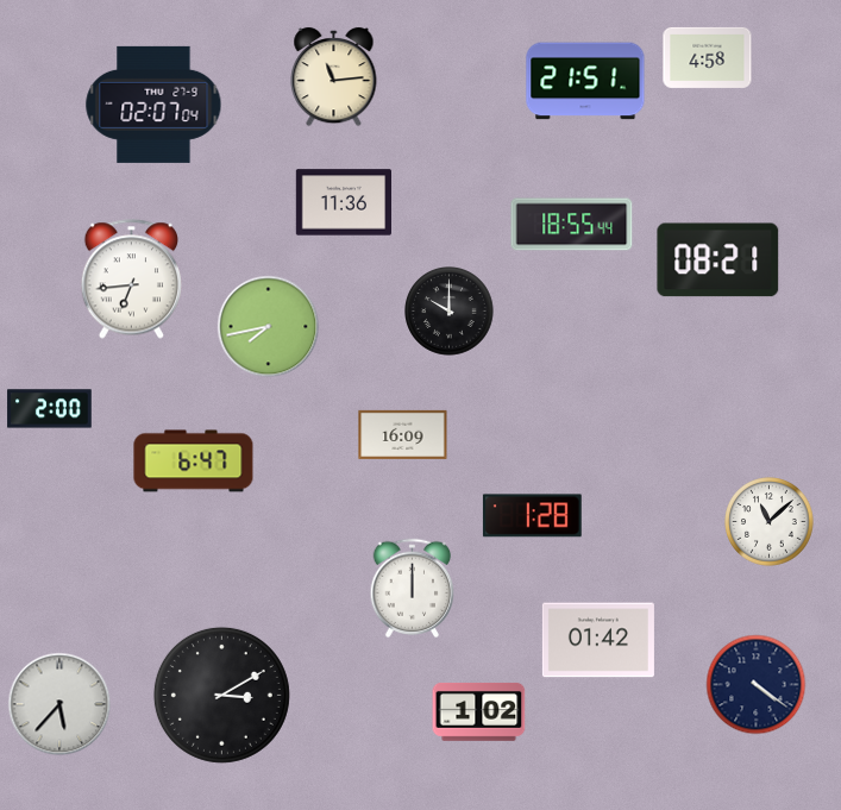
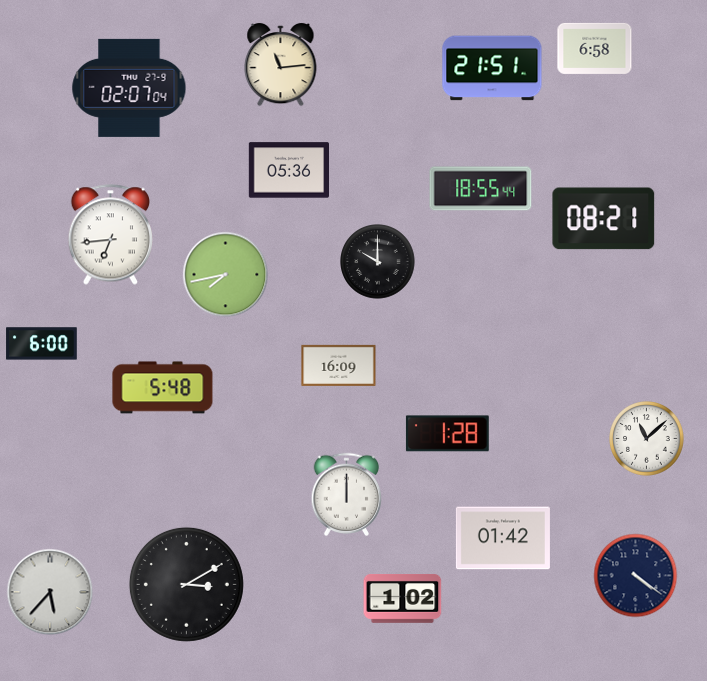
clock at (708, 57): 4:58 -> 6:58
clock at (343, 202): 11:36 -> 05:36
clock at (50, 409): 2:00 -> 6:00
clock at (194, 461): 6:47 -> 5:48
